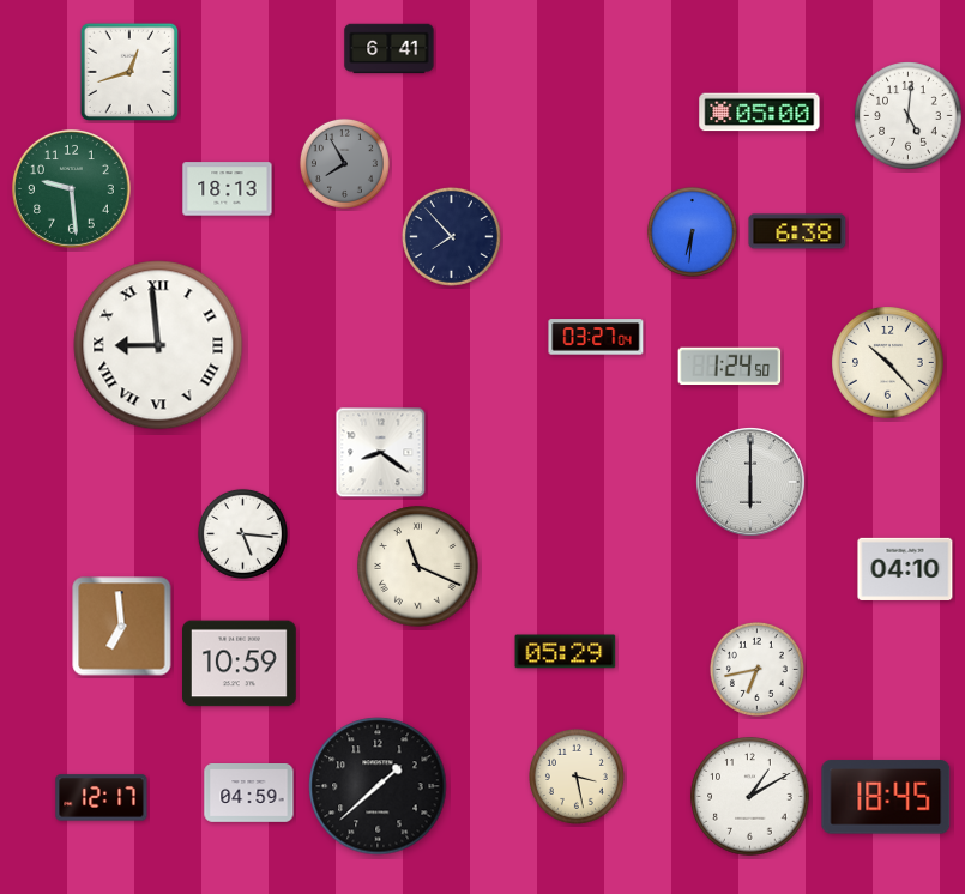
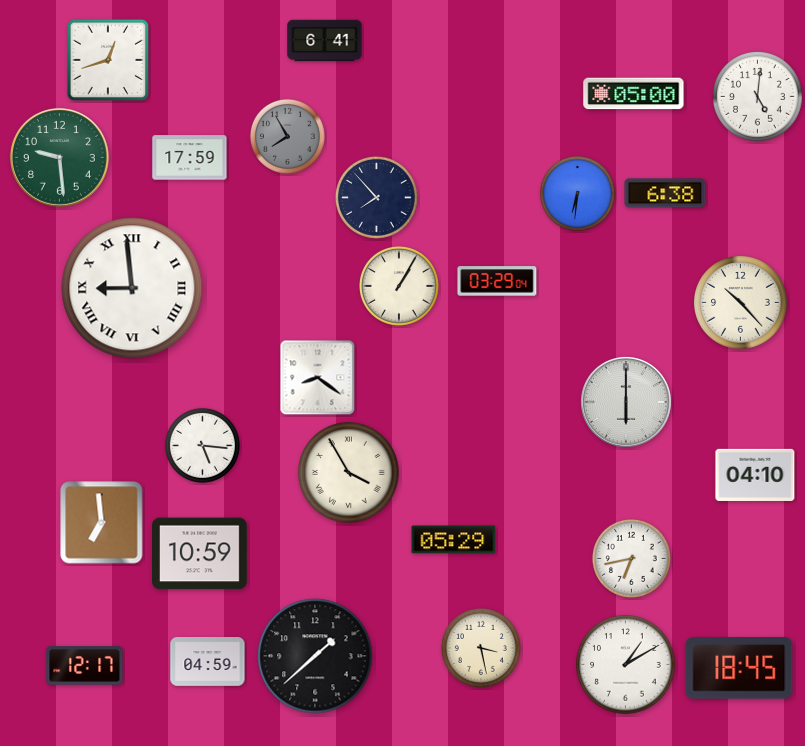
clock at (228, 189): 18:13 -> 17:59
clock at (596, 337): 03:27 -> 03:29
clock at (399, 286): none -> 1:05
clock at (730, 367): 1:24 -> none
clock at (418, 567): 11:19 -> 3:55
clock at (566, 652) position: (566, 652) -> (454, 540)
clock at (886, 797) position: (886, 797) -> (739, 668)
